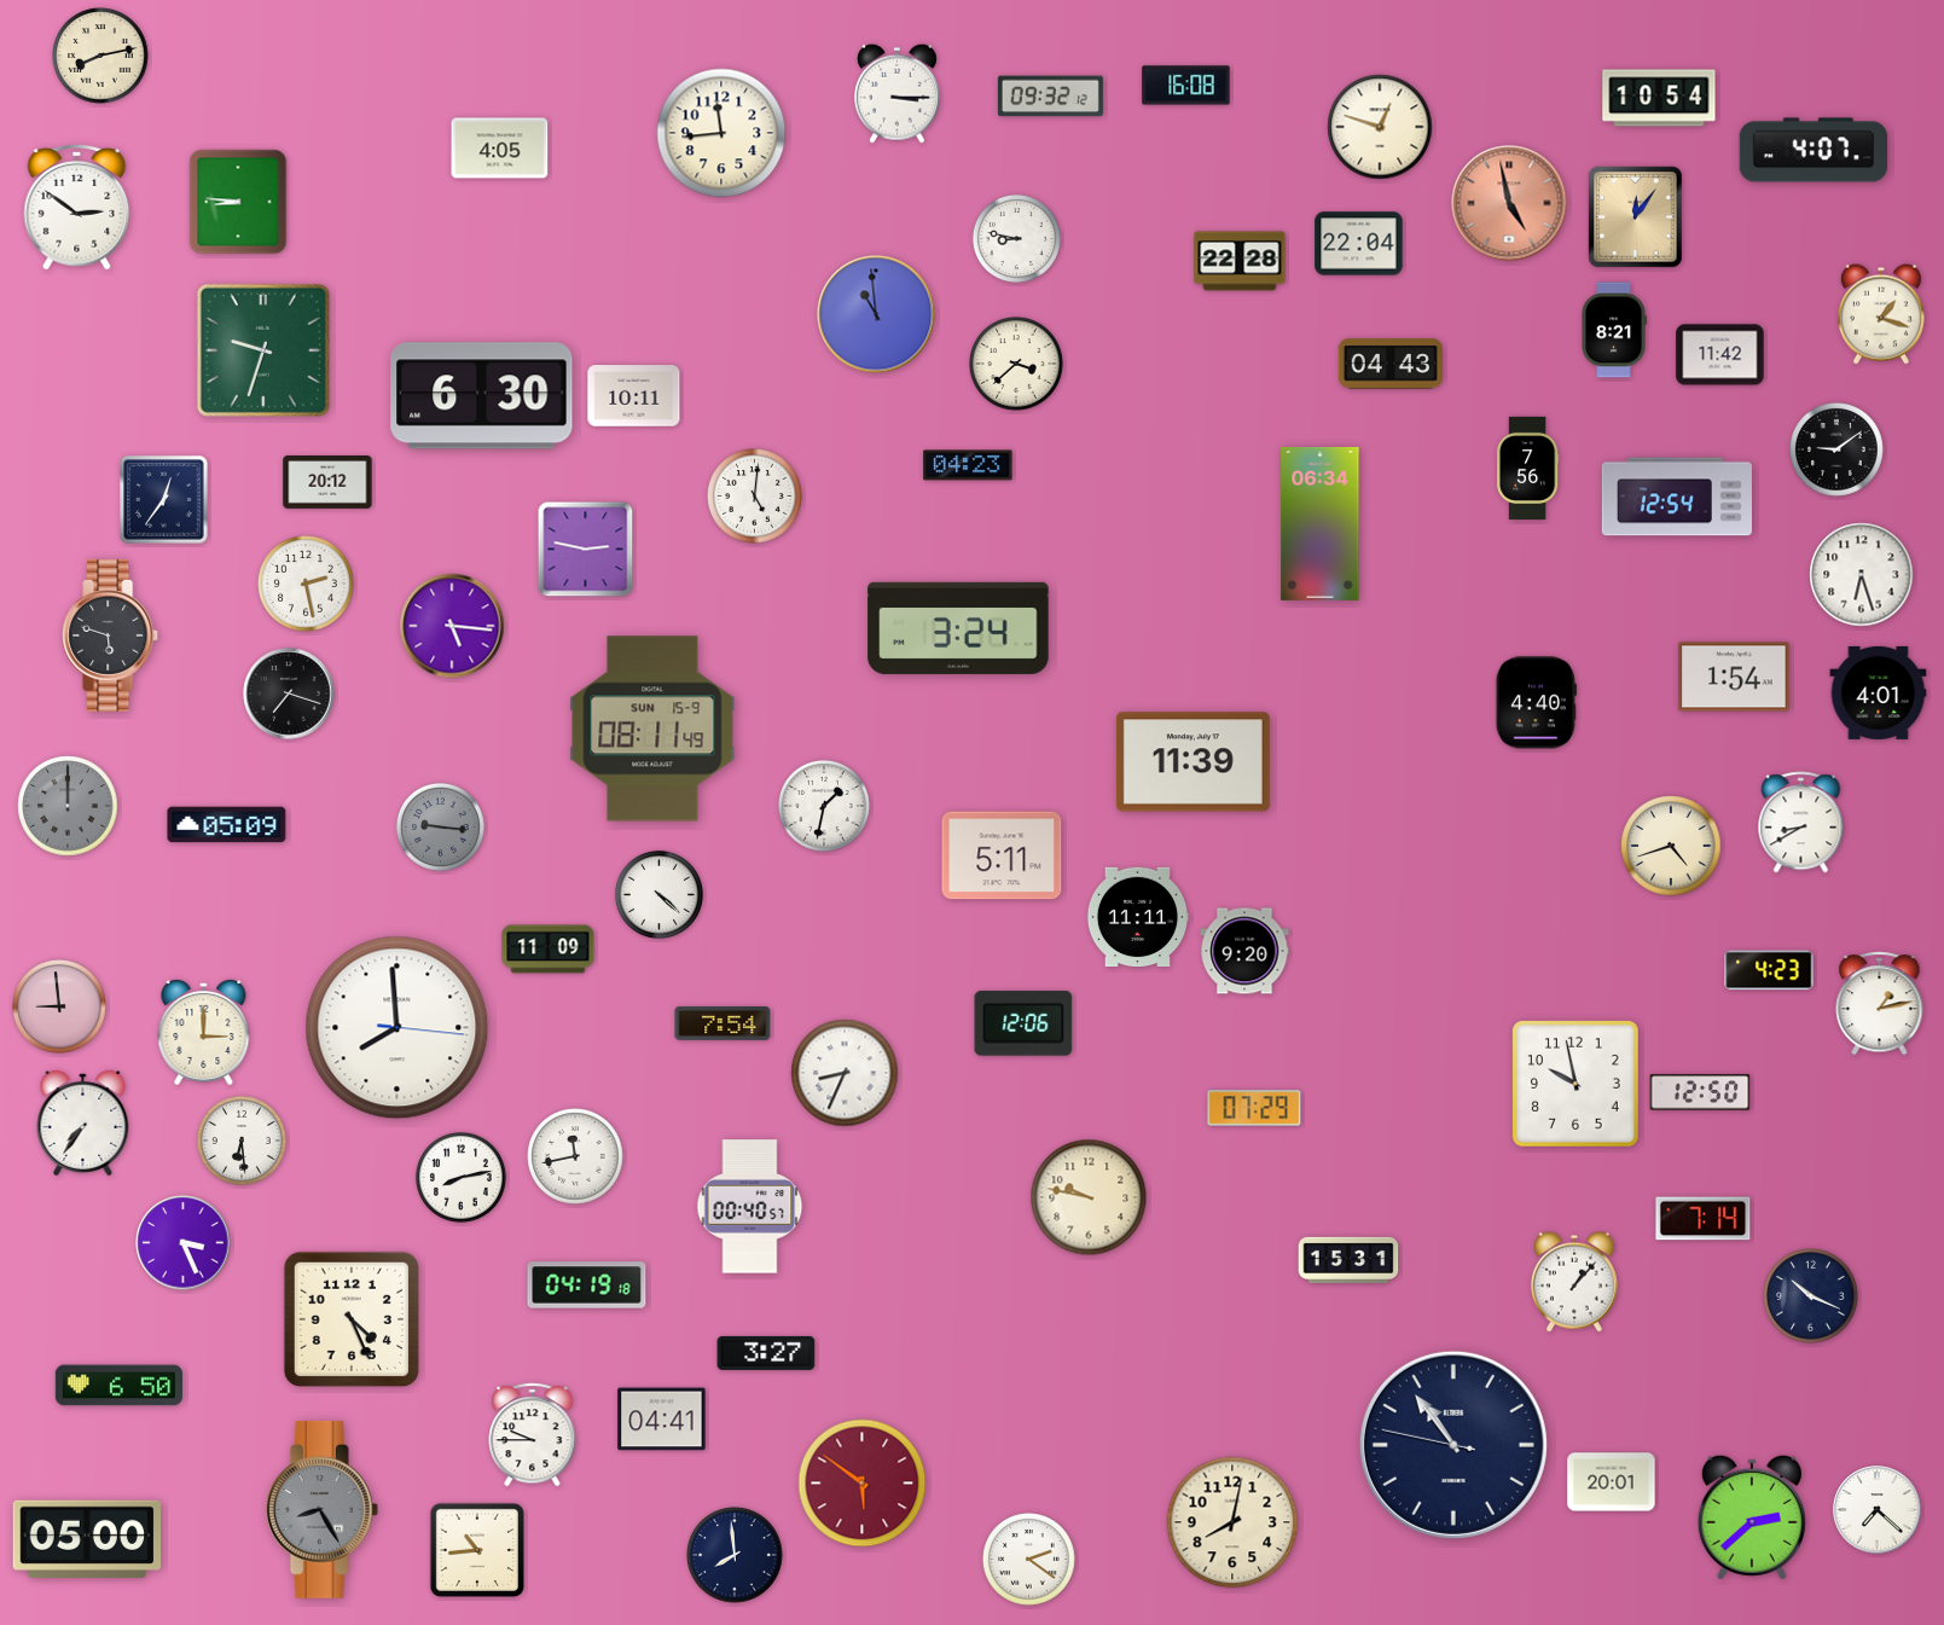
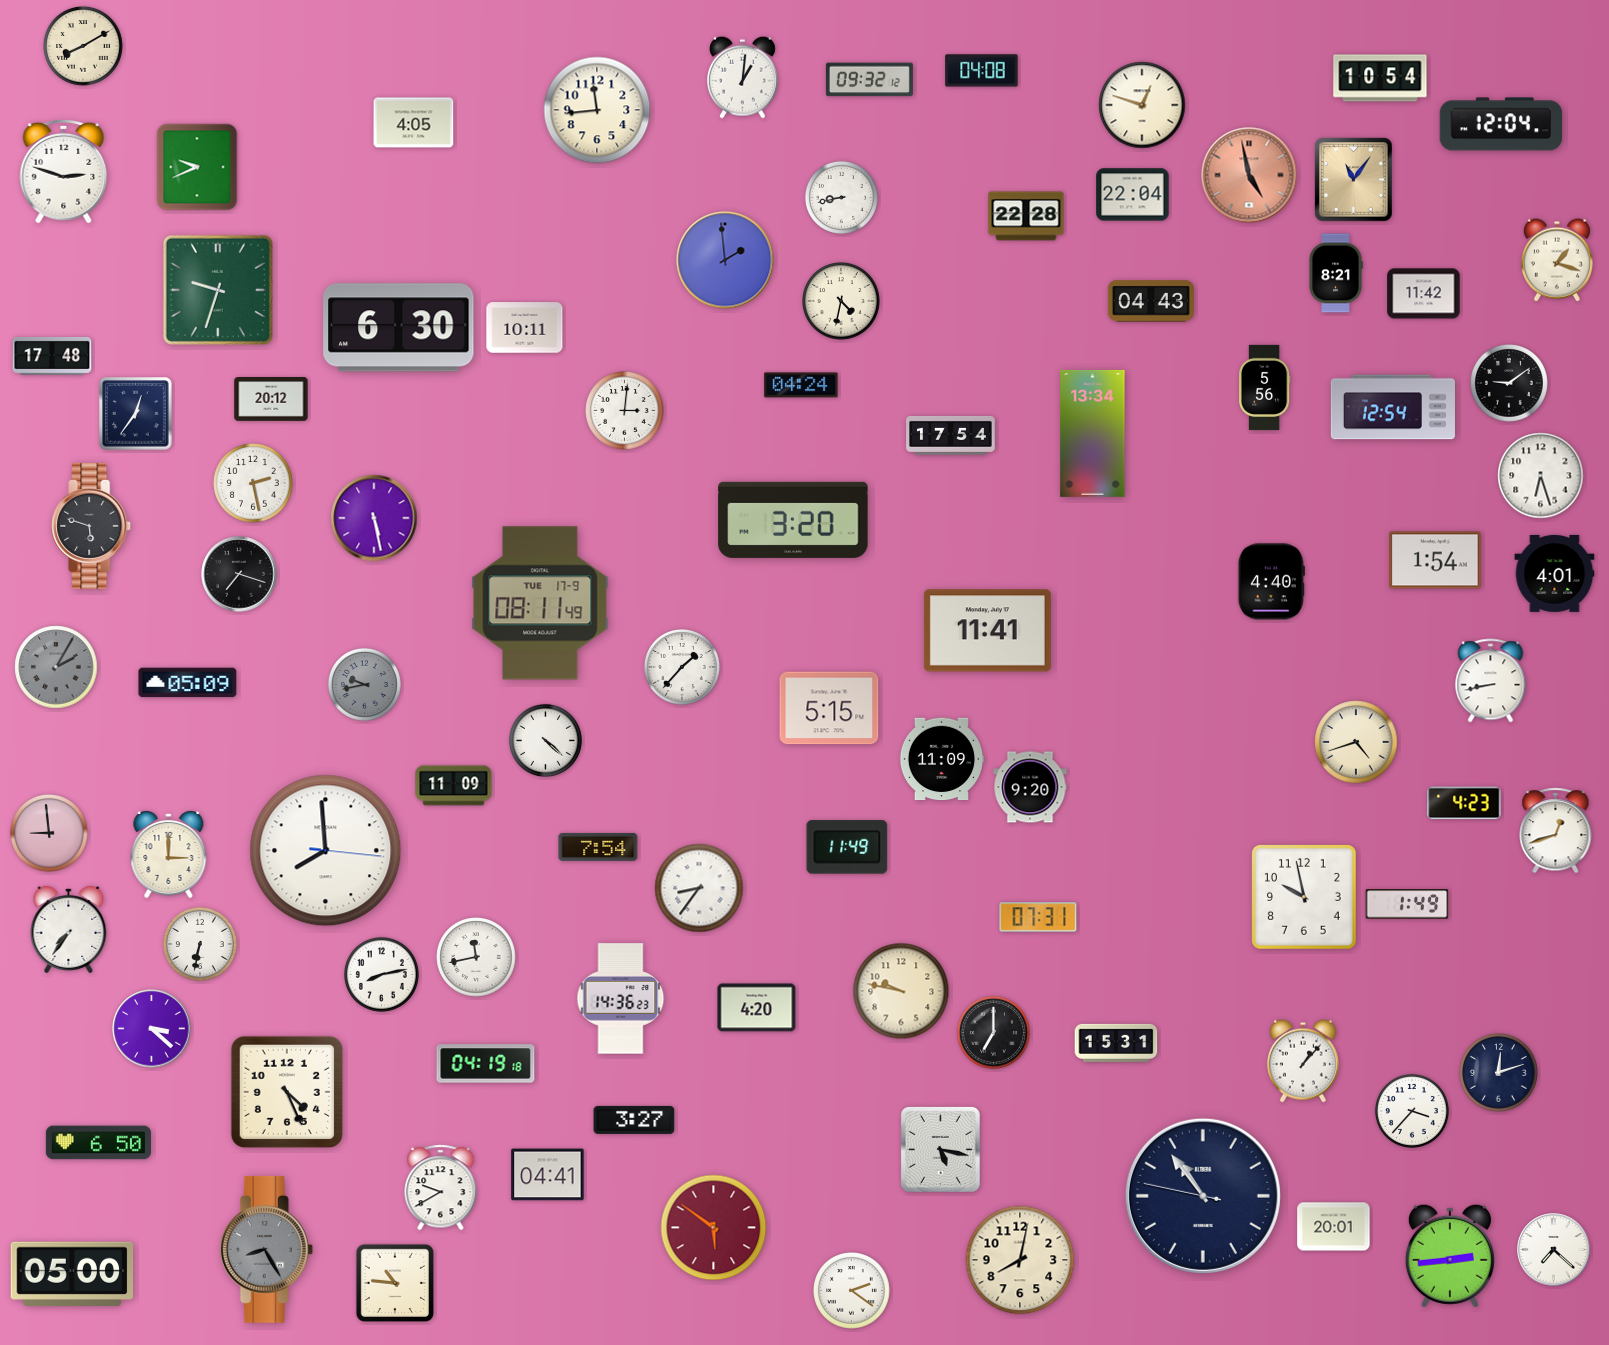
clock at (100, 56): 8:13 -> 8:10
clock at (1186, 86): 16:08 -> 04:08
clock at (896, 93): 3:15 -> 1:01
clock at (1659, 98) position: (1659, 98) -> (1380, 78)
clock at (1814, 150): 4:07 -> 12:04
clock at (238, 202): 8:46 -> 9:41
clock at (1509, 203) position: (1509, 203) -> (1249, 175)
clock at (77, 207): 2:51 -> 2:48
clock at (1636, 217): 12:06 -> 11:06
clock at (1016, 238): 8:47 -> 8:43
clock at (1359, 244) position: (1359, 244) -> (1133, 195)
clock at (876, 314): 10:59 -> 1:59
clock at (1017, 365): 3:38 -> 4:32
clock at (52, 356): none -> 17:48
clock at (1838, 451) position: (1838, 451) -> (1510, 384)
clock at (968, 465): 04:23 -> 04:24
clock at (1527, 469): 7:56 -> 5:56
clock at (755, 497): 5:01 -> 3:01
clock at (1677, 497) position: (1677, 497) -> (1393, 407)
clock at (1321, 523): 06:34 -> 13:34
clock at (951, 435): none -> 17:54
clock at (586, 550): 2:47 -> none
clock at (452, 626): 5:16 -> 5:28
clock at (958, 628): 3:24 -> 3:20
clock at (652, 729) date: SUN 15-9 -> TUE 17-9
clock at (1192, 762): 11:39 -> 11:41
clock at (68, 806): 12:00 -> 2:05
clock at (824, 806): 1:32 -> 1:37
clock at (1801, 823): 8:40 -> 8:43
clock at (440, 826): 9:16 -> 9:43
clock at (1671, 846) position: (1671, 846) -> (1356, 742)
clock at (1002, 855): 5:11 -> 5:15
clock at (1138, 917): 11:11 -> 11:09
clock at (1880, 1004): 1:13 -> 12:42
clock at (1023, 1023): 12:06 -> 11:49
clock at (397, 1028) position: (397, 1028) -> (326, 851)
clock at (845, 1073): 8:34 -> 8:36
clock at (1700, 1092): 12:50 -> 1:49
clock at (1254, 1108): 07:29 -> 07:31
clock at (242, 1141): 6:29 -> 6:32
clock at (750, 1207): 00:40 -> 14:36
clock at (757, 1008): none -> 4:20
clock at (1704, 1219): 7:14 -> none
clock at (184, 1243): 3:26 -> 3:22
clock at (993, 1032): none -> 7:00
clock at (1811, 1296): 10:19 -> 12:12
clock at (352, 1319) position: (352, 1319) -> (287, 1092)
clock at (1412, 1111): none -> 3:37
clock at (118, 1386) position: (118, 1386) -> (98, 1143)
clock at (940, 1149): none -> 5:17
clock at (533, 1435): 9:45 -> 9:40
clock at (1752, 1517): 2:38 -> 2:44
clock at (477, 1550): 10:44 -> 10:46
clock at (735, 1555): 7:59 -> none
